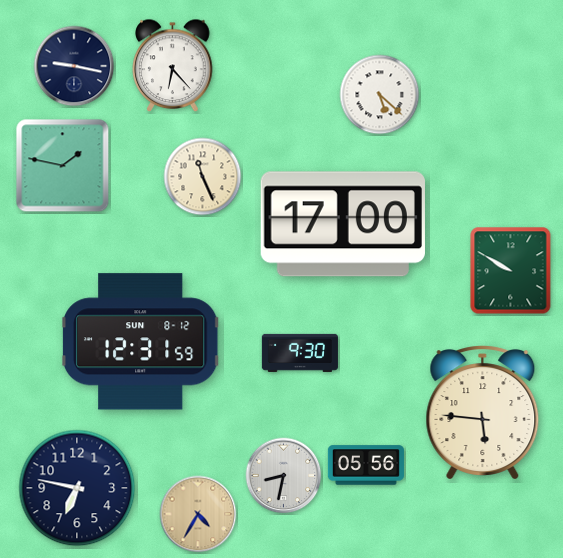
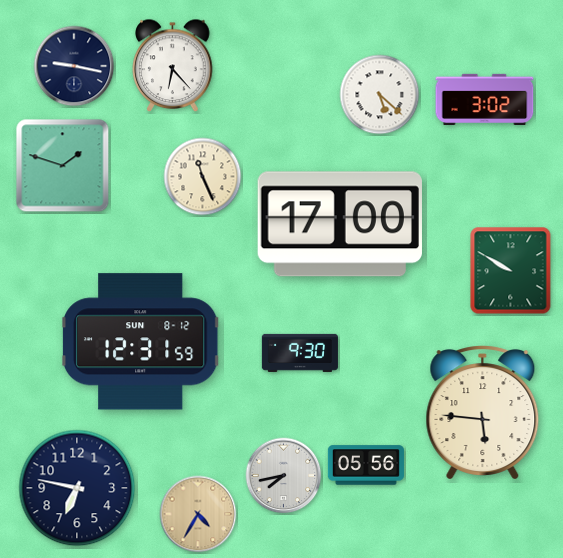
clock at (485, 99): none -> 3:02
clock at (63, 166): 1:47 -> 1:48
clock at (343, 224) position: (343, 224) -> (340, 224)
clock at (284, 476): 8:32 -> 7:43
